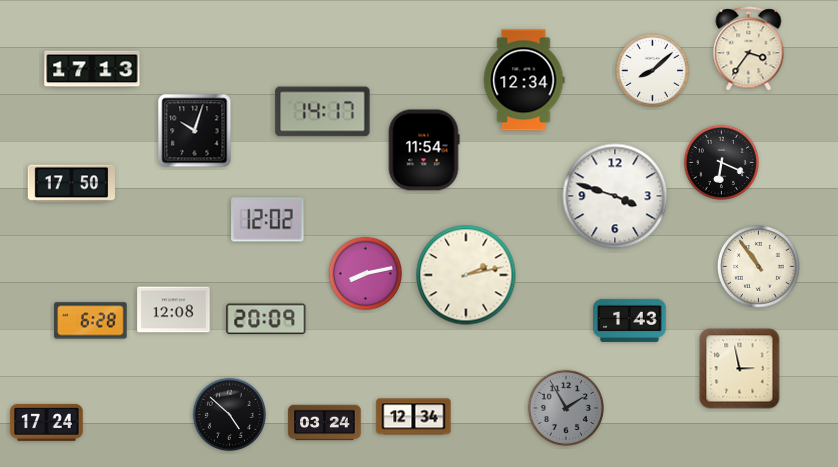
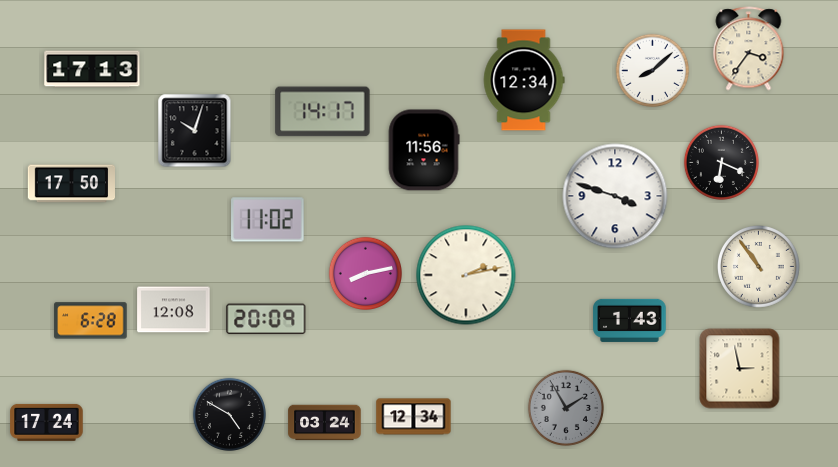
clock at (424, 150): 11:54 -> 11:56
clock at (268, 220): 12:02 -> 11:02
clock at (229, 414): 4:52 -> 4:50
